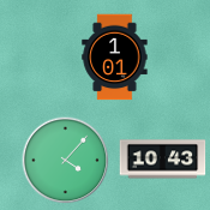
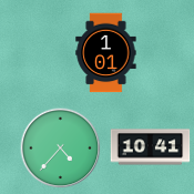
clock at (163, 160): 10:43 -> 10:41
clock at (66, 161): 4:07 -> 4:37
